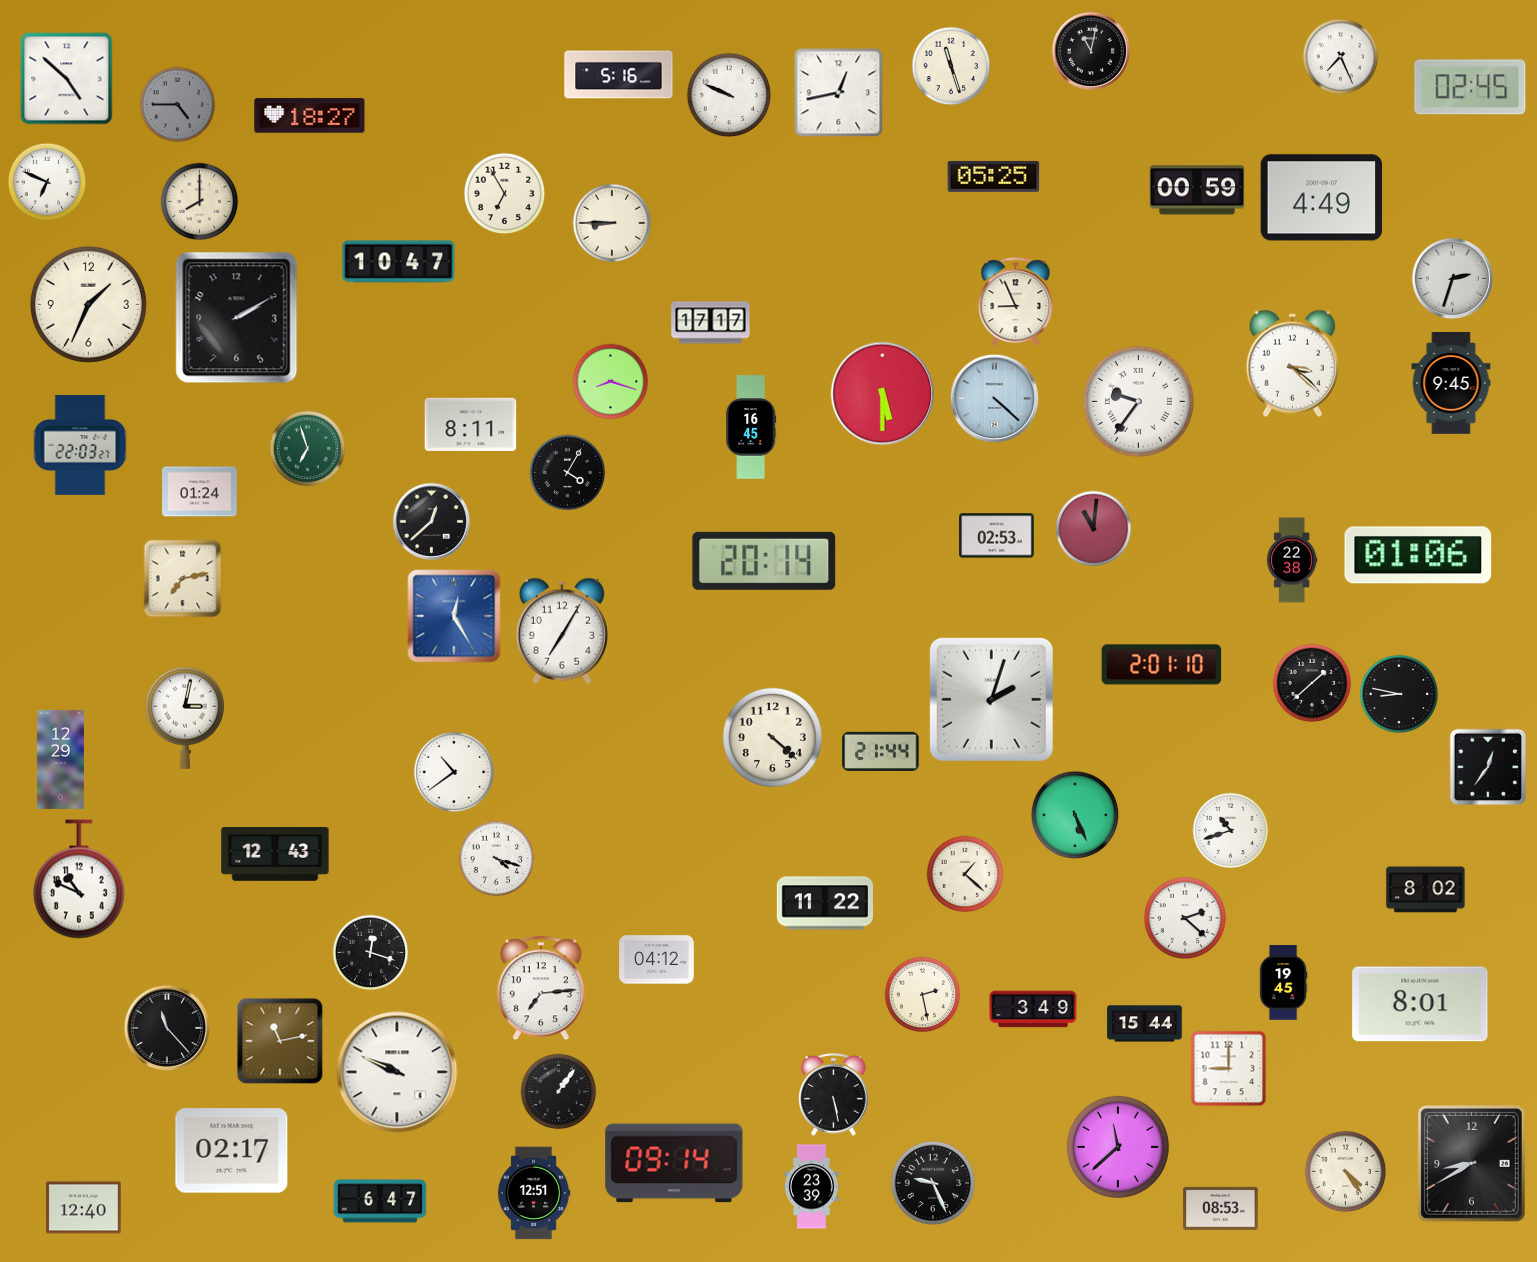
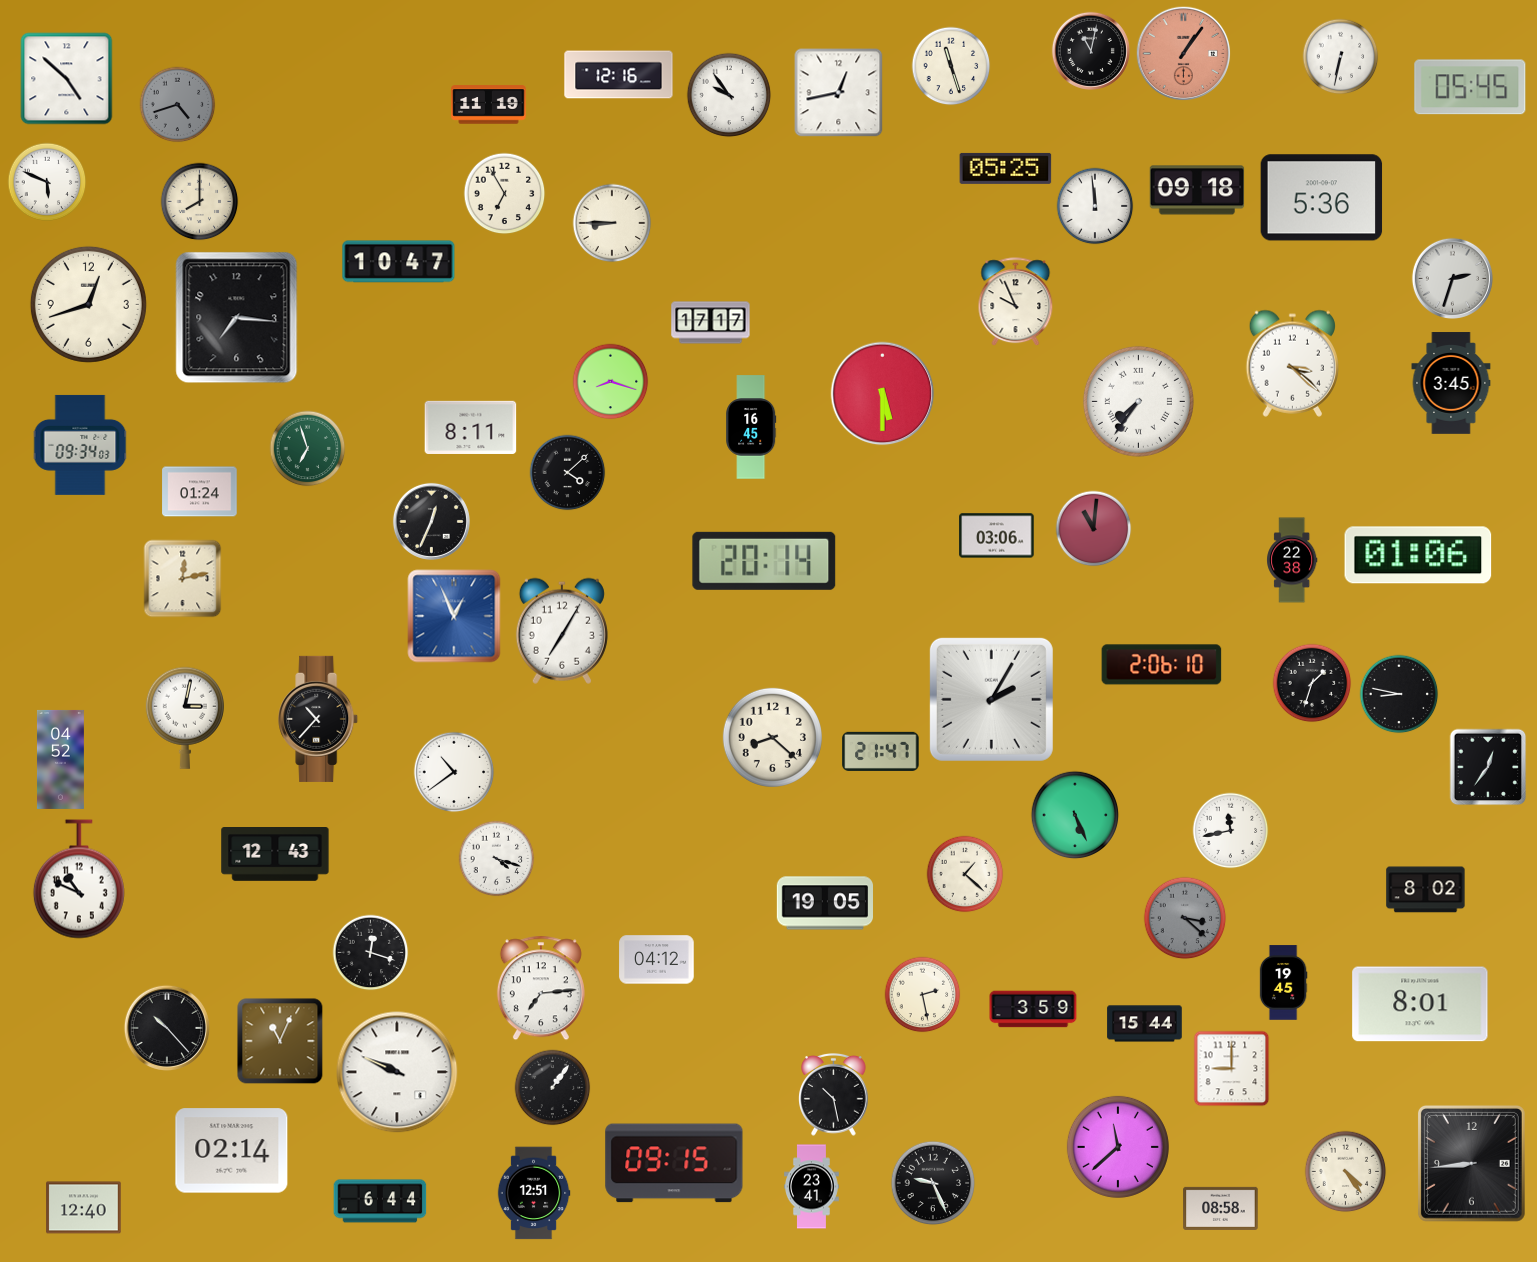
clock at (1184, 54): none -> 1:06
clock at (1341, 57): 7:26 -> 6:32
clock at (619, 75): 5:16 -> 12:16
clock at (1470, 87): 02:45 -> 05:45
clock at (729, 95): 9:49 -> 9:54
clock at (178, 105): 4:45 -> 4:42
clock at (489, 105): none -> 11:19
clock at (310, 116): 18:27 -> none
clock at (994, 176) position: (994, 176) -> (1006, 168)
clock at (47, 182): 6:49 -> 5:49
clock at (1197, 190): 00:59 -> 09:18
clock at (1322, 198): 4:49 -> 5:36
clock at (1095, 206): none -> 11:59
clock at (1016, 302): 8:56 -> 9:56
clock at (88, 304): 1:34 -> 12:42
clock at (237, 318): 2:10 -> 7:16
clock at (1451, 383): 9:45 -> 3:45
clock at (994, 398): 4:22 -> none
clock at (1138, 401): 9:36 -> 7:36
clock at (471, 424) position: (471, 424) -> (471, 427)
clock at (80, 445): 22:03 -> 09:34
clock at (568, 473): 4:05 -> 4:08
clock at (431, 521): 12:38 -> 12:34
clock at (997, 536): 02:53 -> 03:06
clock at (183, 579): 7:13 -> 12:13
clock at (454, 616): 12:25 -> 12:56
clock at (1162, 665): 2:01 -> 2:06
clock at (1312, 683): 1:38 -> 1:33
clock at (991, 699): 2:03 -> 2:05
clock at (319, 719): none -> 10:37
clock at (772, 737): 4:22 -> 8:22
clock at (881, 751): 21:44 -> 21:47
clock at (60, 759): 12:29 -> 04:52
clock at (1231, 831): 10:42 -> 11:43
clock at (824, 903): 11:22 -> 19:05
clock at (1185, 918): 2:22 -> 3:22
clock at (1185, 918) dial: white -> grey
clock at (1033, 1009): 3:49 -> 3:59
clock at (166, 1027): 11:23 -> 10:23
clock at (280, 1041): 11:13 -> 11:04
clock at (1229, 1069) position: (1229, 1069) -> (1232, 1069)
clock at (559, 1092) position: (559, 1092) -> (553, 1088)
clock at (834, 1095): 5:28 -> 10:28
clock at (232, 1151): 02:17 -> 02:14
clock at (674, 1163): 09:14 -> 09:15
clock at (1471, 1163): 8:40 -> 8:44
clock at (812, 1187): 23:39 -> 23:41
clock at (380, 1201): 6:47 -> 6:44
clock at (1221, 1208): 08:53 -> 08:58
